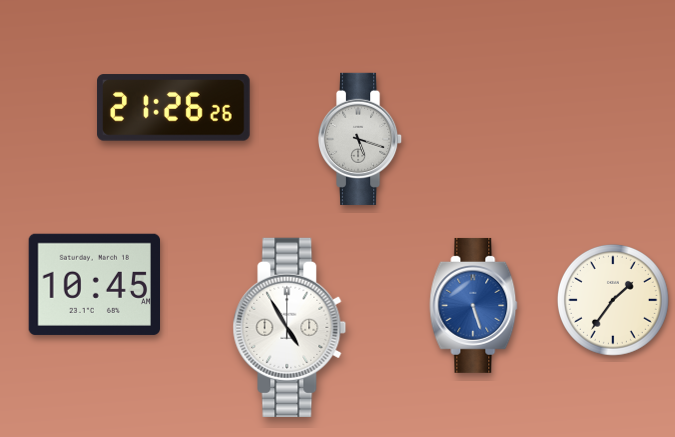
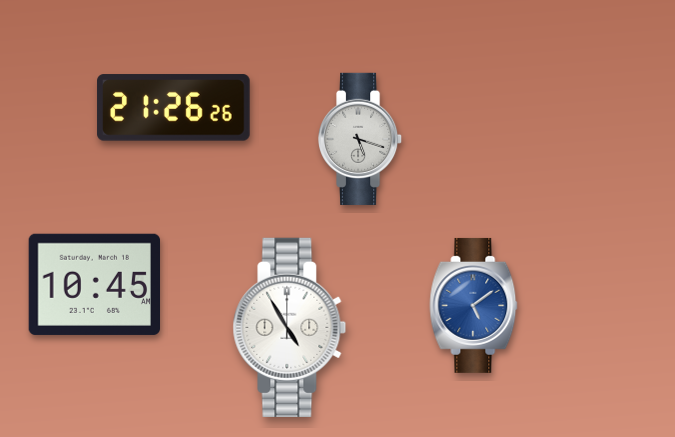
clock at (613, 300): 1:36 -> none
clock at (474, 305): 5:27 -> 5:09
